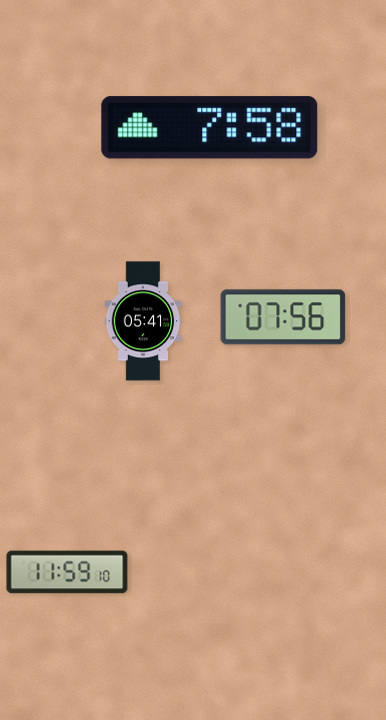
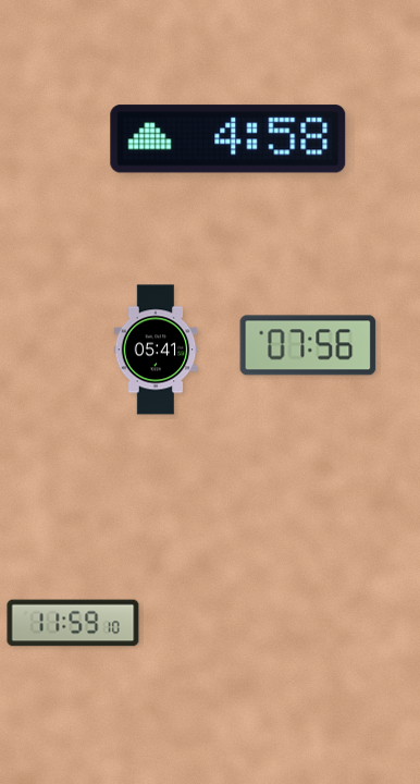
clock at (210, 128): 7:58 -> 4:58
